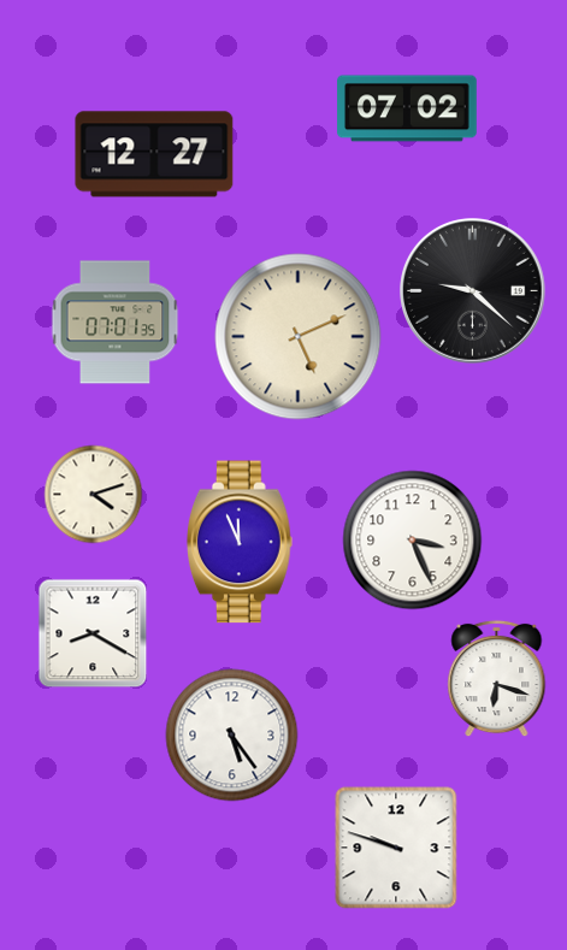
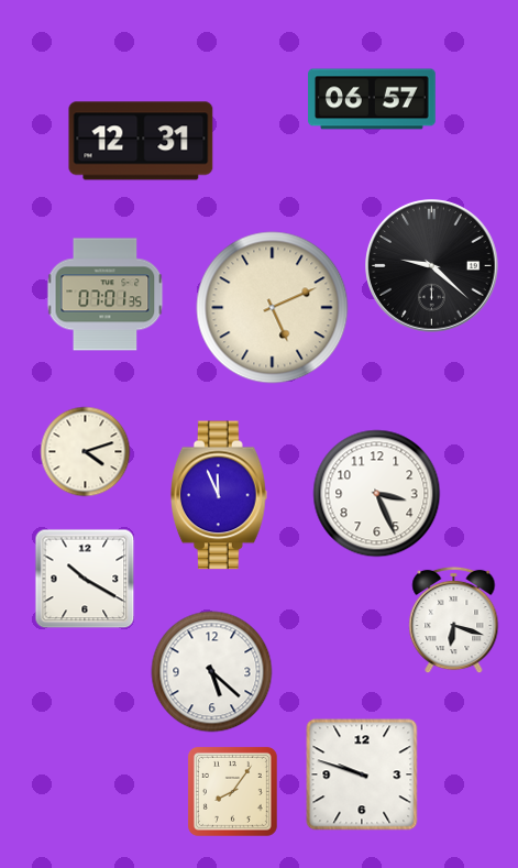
clock at (407, 108): 07:02 -> 06:57
clock at (154, 154): 12:27 -> 12:31
clock at (93, 633): 8:20 -> 10:20
clock at (232, 736): 5:24 -> 5:22
clock at (232, 791): none -> 8:06
